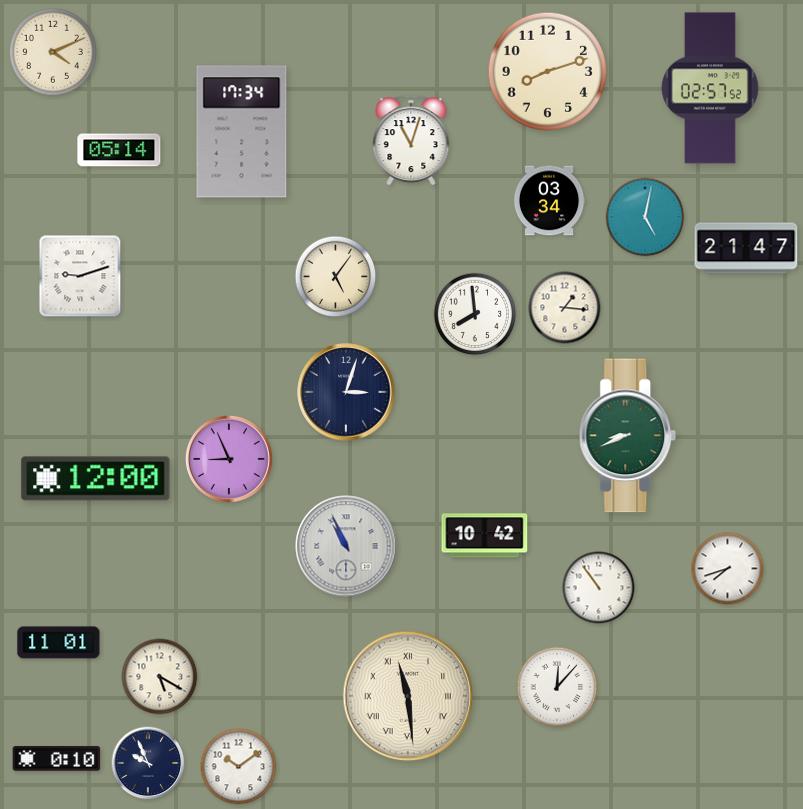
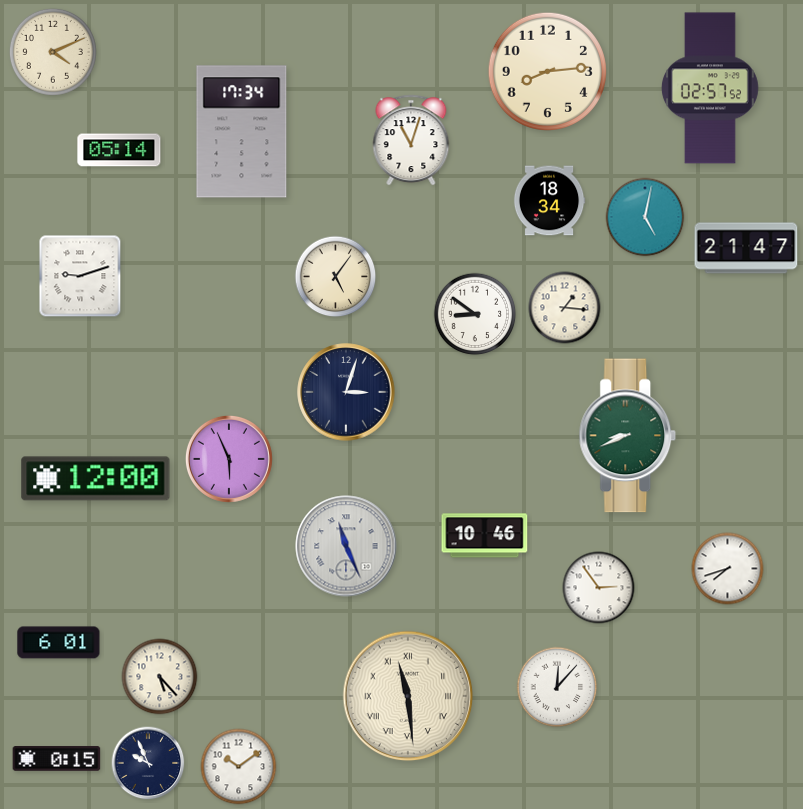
clock at (547, 71): 8:12 -> 8:14
clock at (549, 201): 03:34 -> 18:34
clock at (475, 314): 7:59 -> 8:51
clock at (229, 459): 8:56 -> 5:56
clock at (485, 536): 10:42 -> 10:46
clock at (346, 546): 10:56 -> 11:26
clock at (599, 588): 10:54 -> 2:54
clock at (59, 643): 11:01 -> 6:01
clock at (160, 677): 5:20 -> 5:23
clock at (57, 759): 0:10 -> 0:15
